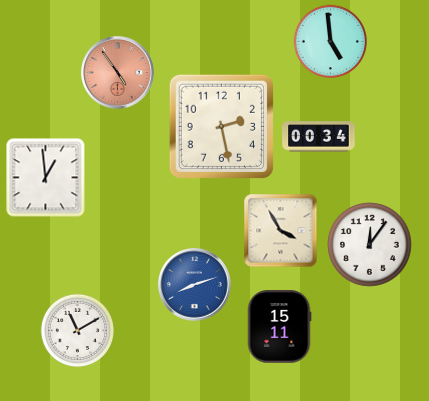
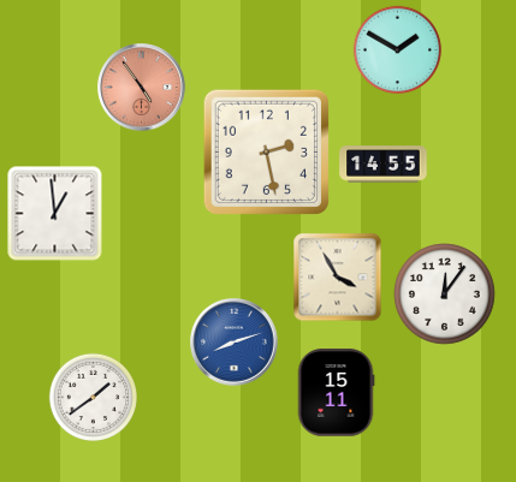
clock at (331, 42): 4:59 -> 1:50
clock at (319, 137): 00:34 -> 14:55
clock at (78, 331): 11:10 -> 1:39
